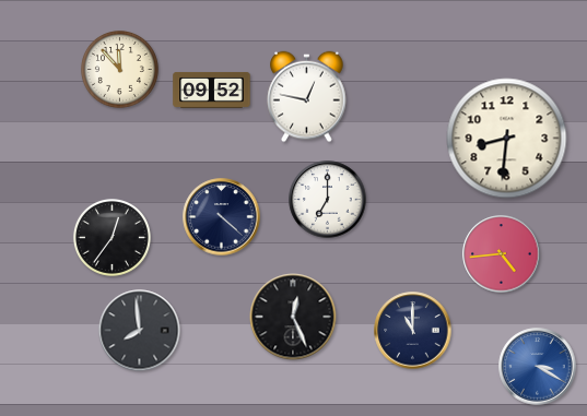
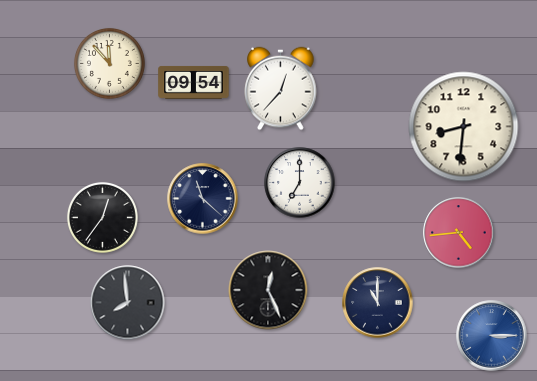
clock at (212, 90): 09:52 -> 09:54
clock at (307, 97): 12:47 -> 12:37
clock at (222, 217): 4:22 -> 11:22
clock at (538, 367): 3:20 -> 3:15
